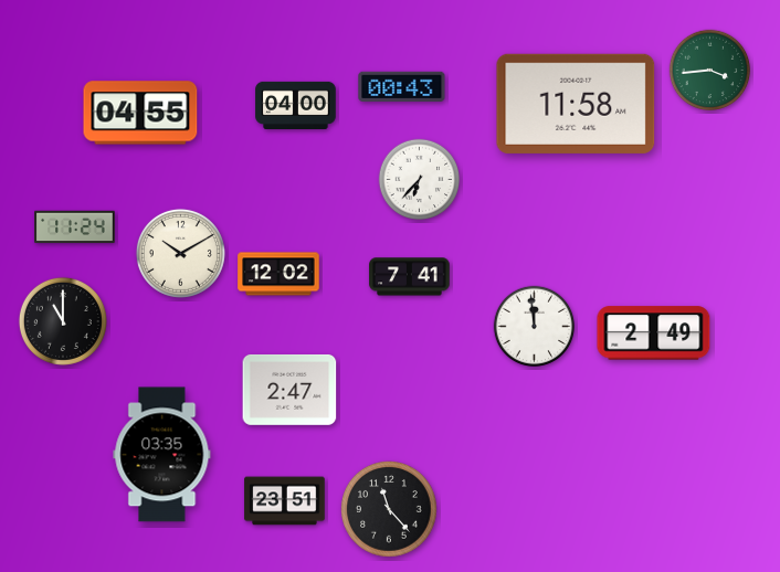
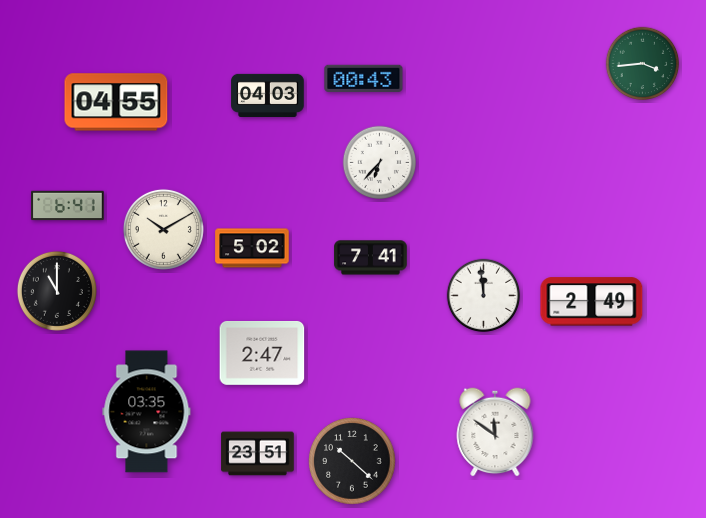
clock at (576, 104): 11:58 -> none
clock at (296, 105): 04:00 -> 04:03
clock at (140, 113) position: (140, 113) -> (116, 102)
clock at (75, 227): 11:24 -> 6:41
clock at (278, 274): 12:02 -> 5:02
clock at (410, 277) position: (410, 277) -> (371, 258)
clock at (495, 432): none -> 11:51
clock at (389, 509): 11:23 -> 10:22
